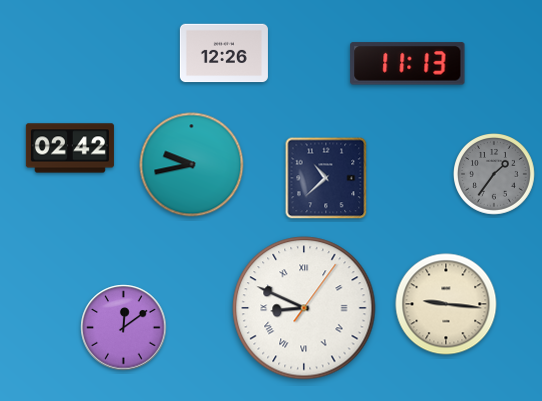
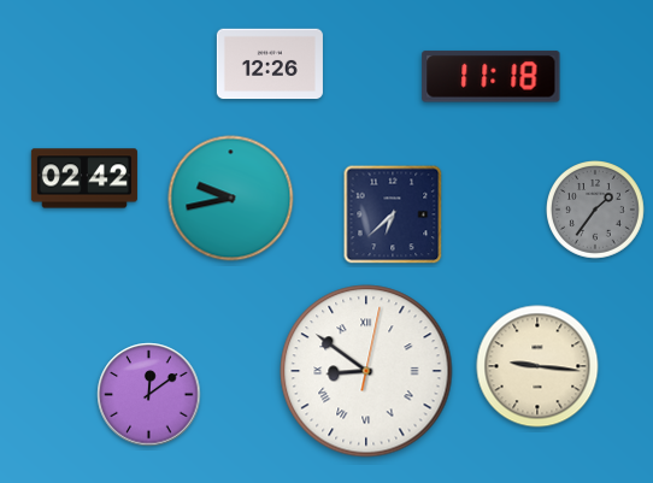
clock at (408, 64): 11:13 -> 11:18
clock at (326, 178): 10:38 -> 6:38
clock at (304, 308): 8:49 -> 8:51
